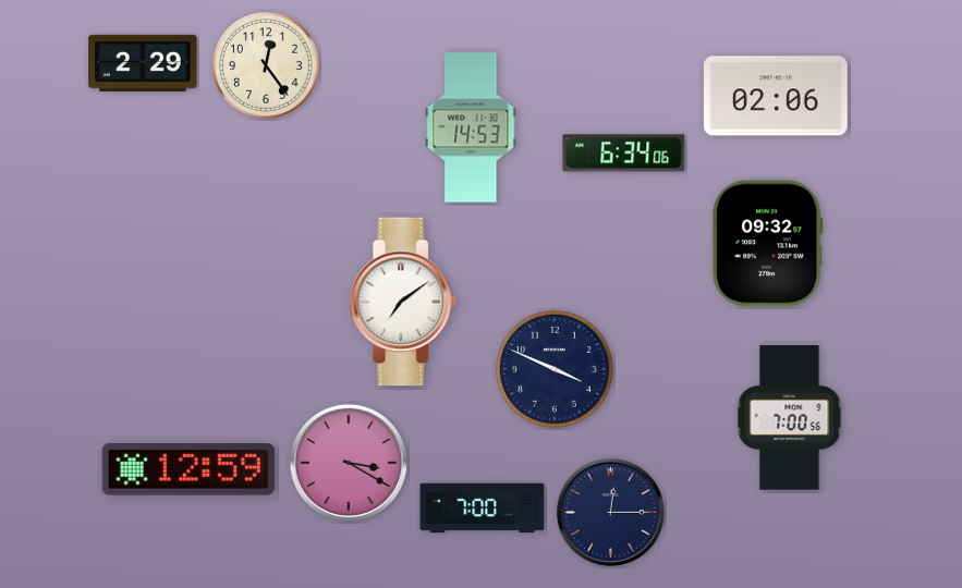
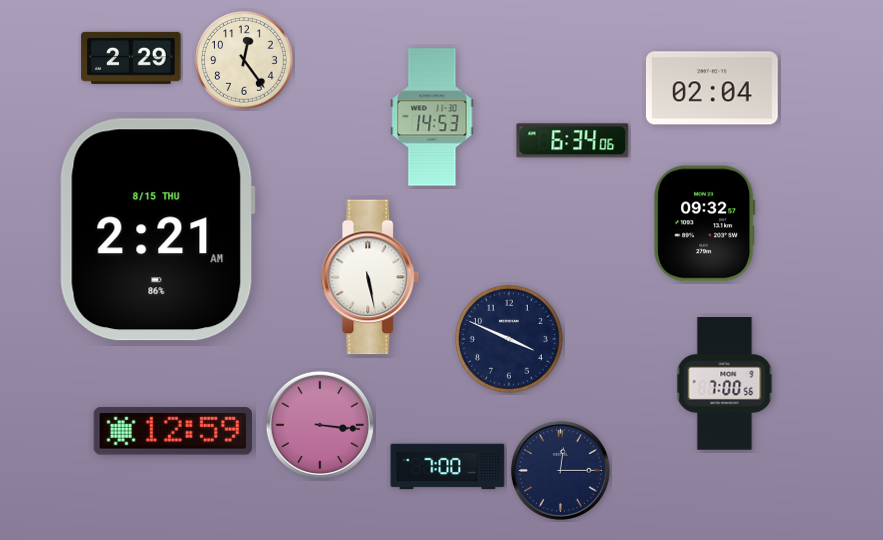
clock at (776, 96): 02:06 -> 02:04
clock at (157, 230): none -> 2:21
clock at (403, 302): 7:09 -> 5:28
clock at (349, 463): 3:20 -> 3:16
clock at (483, 509) position: (483, 509) -> (448, 467)
